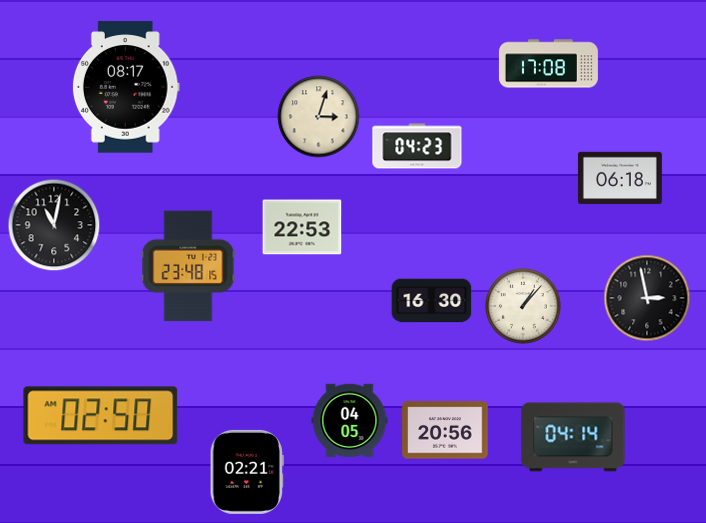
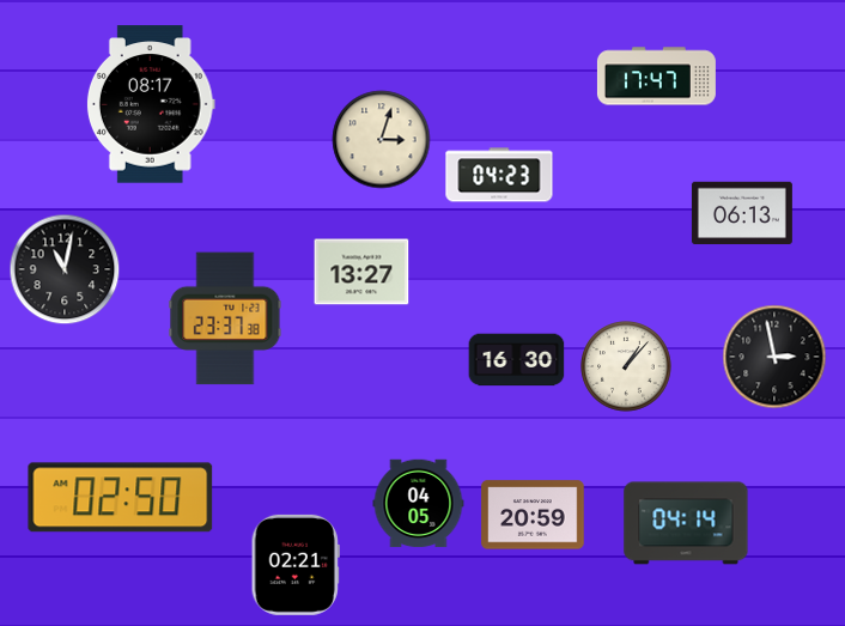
clock at (548, 64): 17:08 -> 17:47
clock at (620, 178): 06:18 -> 06:13
clock at (302, 227): 22:53 -> 13:27
clock at (188, 266): 23:48 -> 23:37
clock at (445, 430): 20:56 -> 20:59
